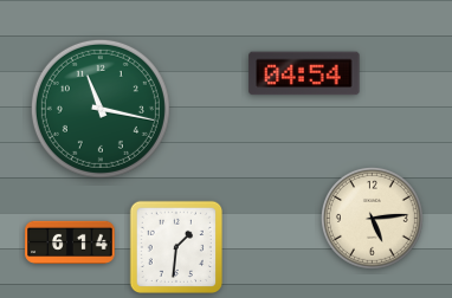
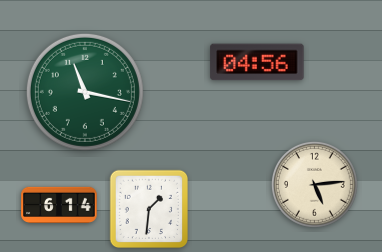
clock at (304, 73): 04:54 -> 04:56
